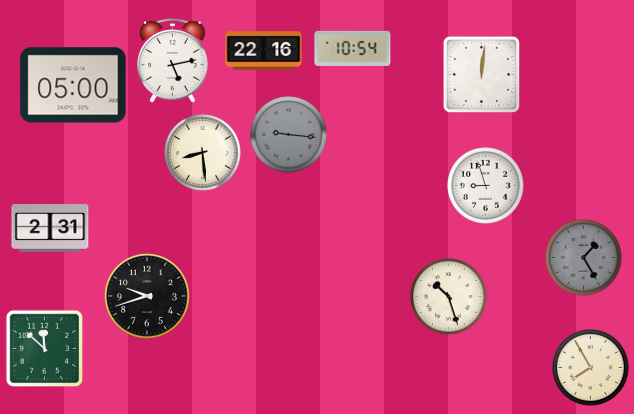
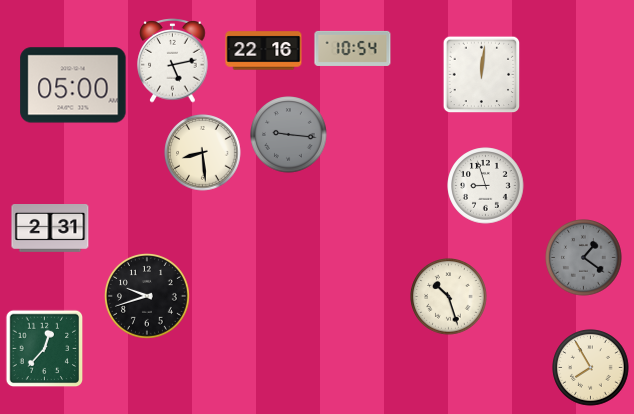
clock at (584, 258): 1:25 -> 1:21
clock at (44, 348): 11:52 -> 12:37
